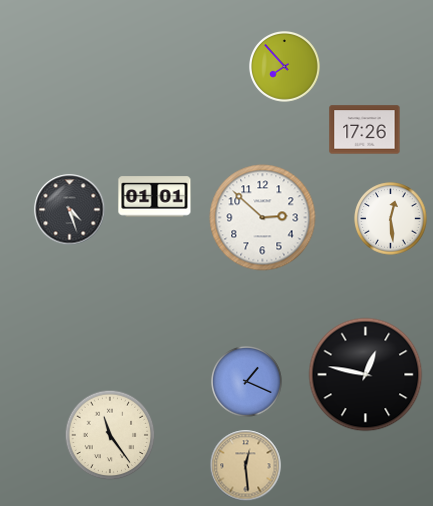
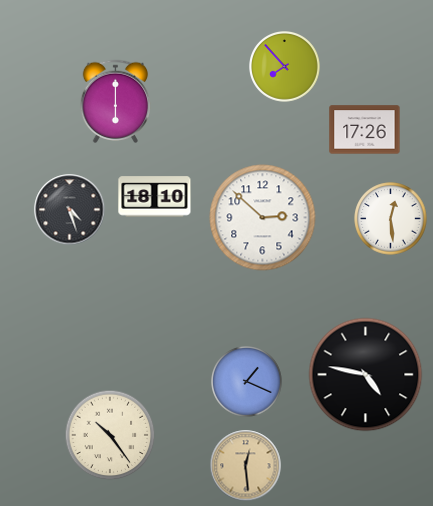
clock at (116, 101): none -> 6:00
clock at (155, 197): 01:01 -> 18:10
clock at (366, 375): 12:47 -> 4:47
clock at (110, 435): 11:24 -> 10:24
